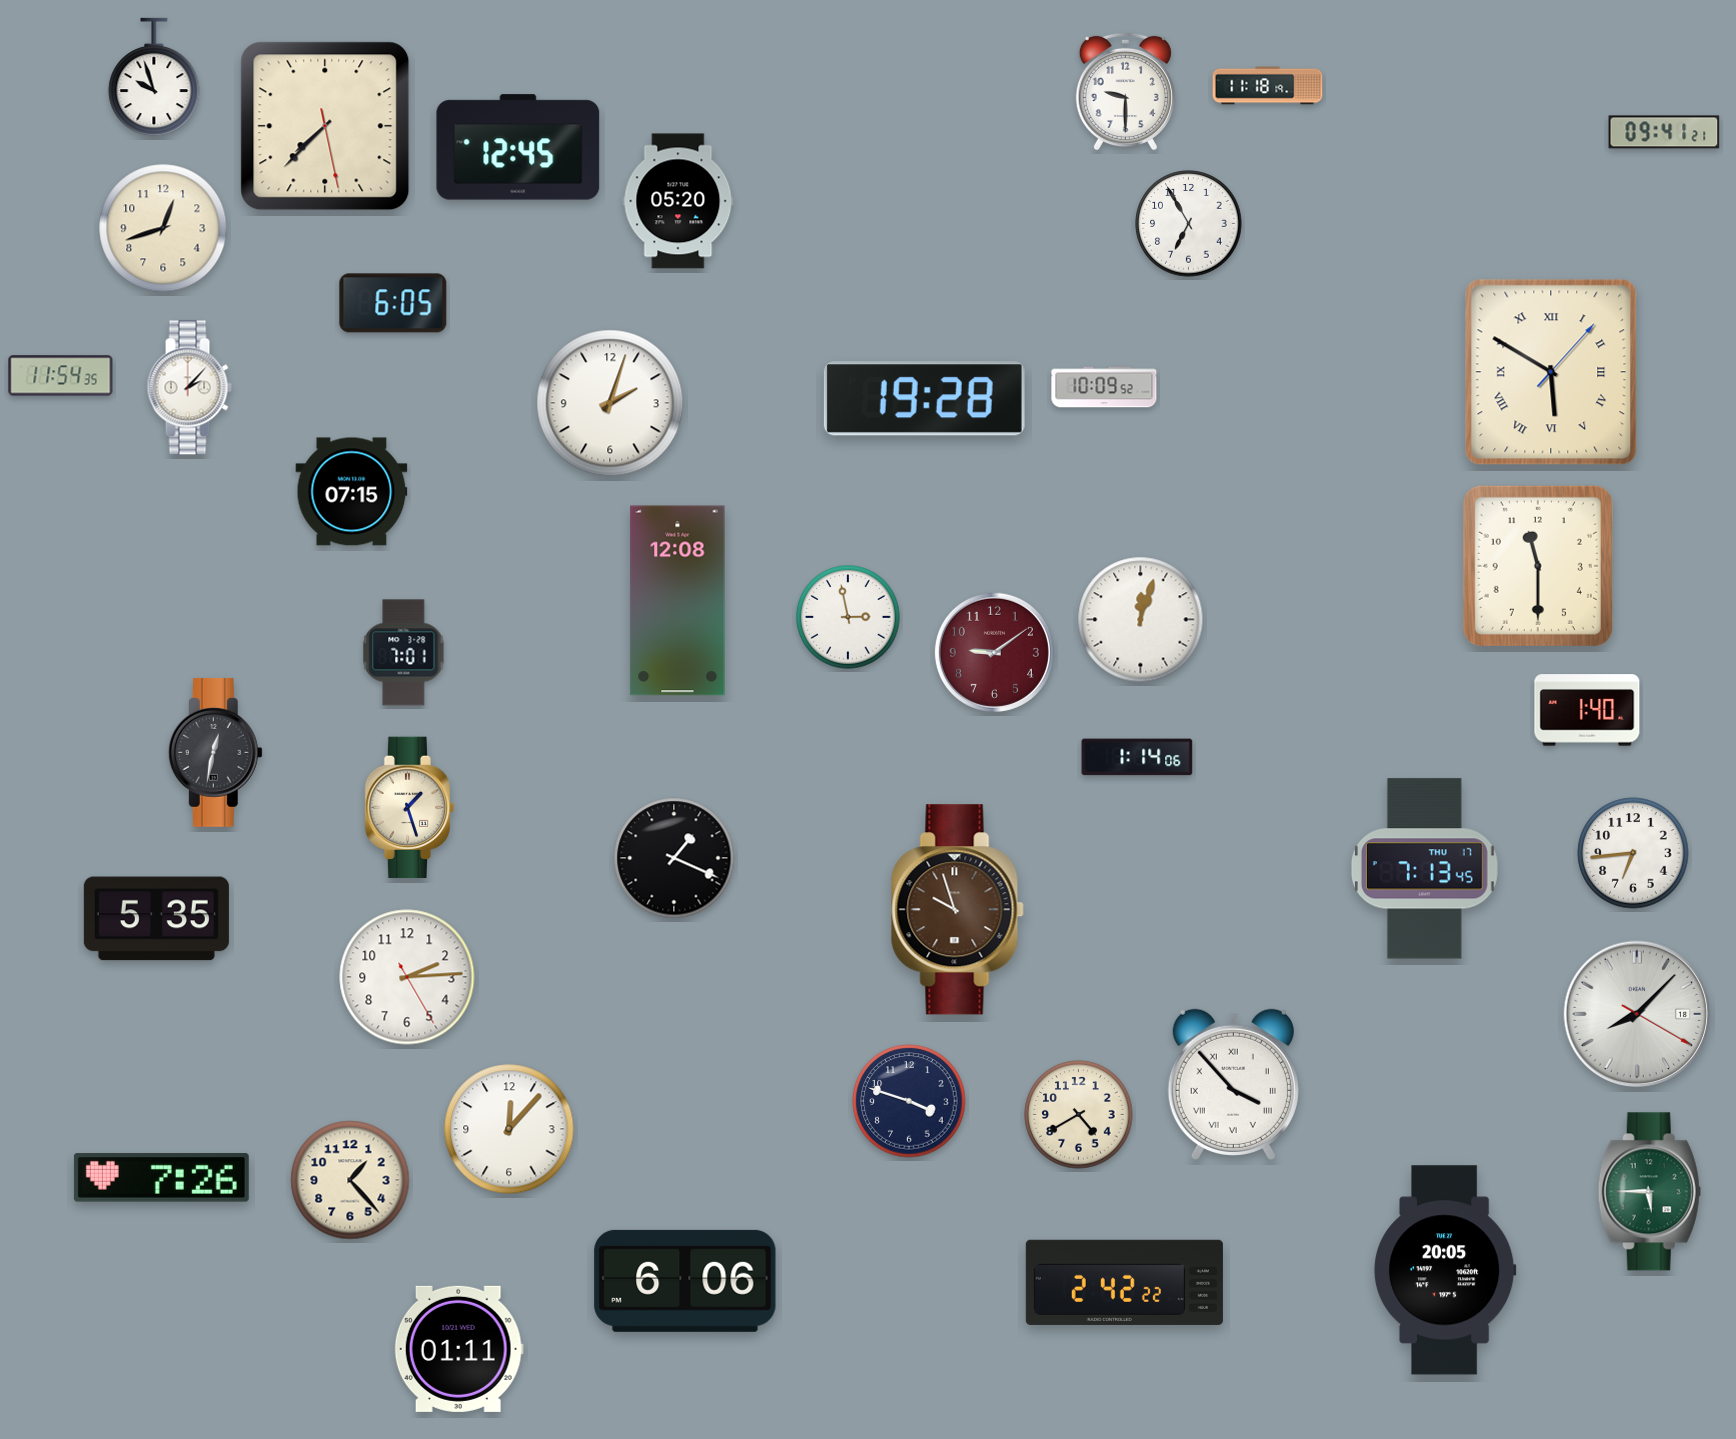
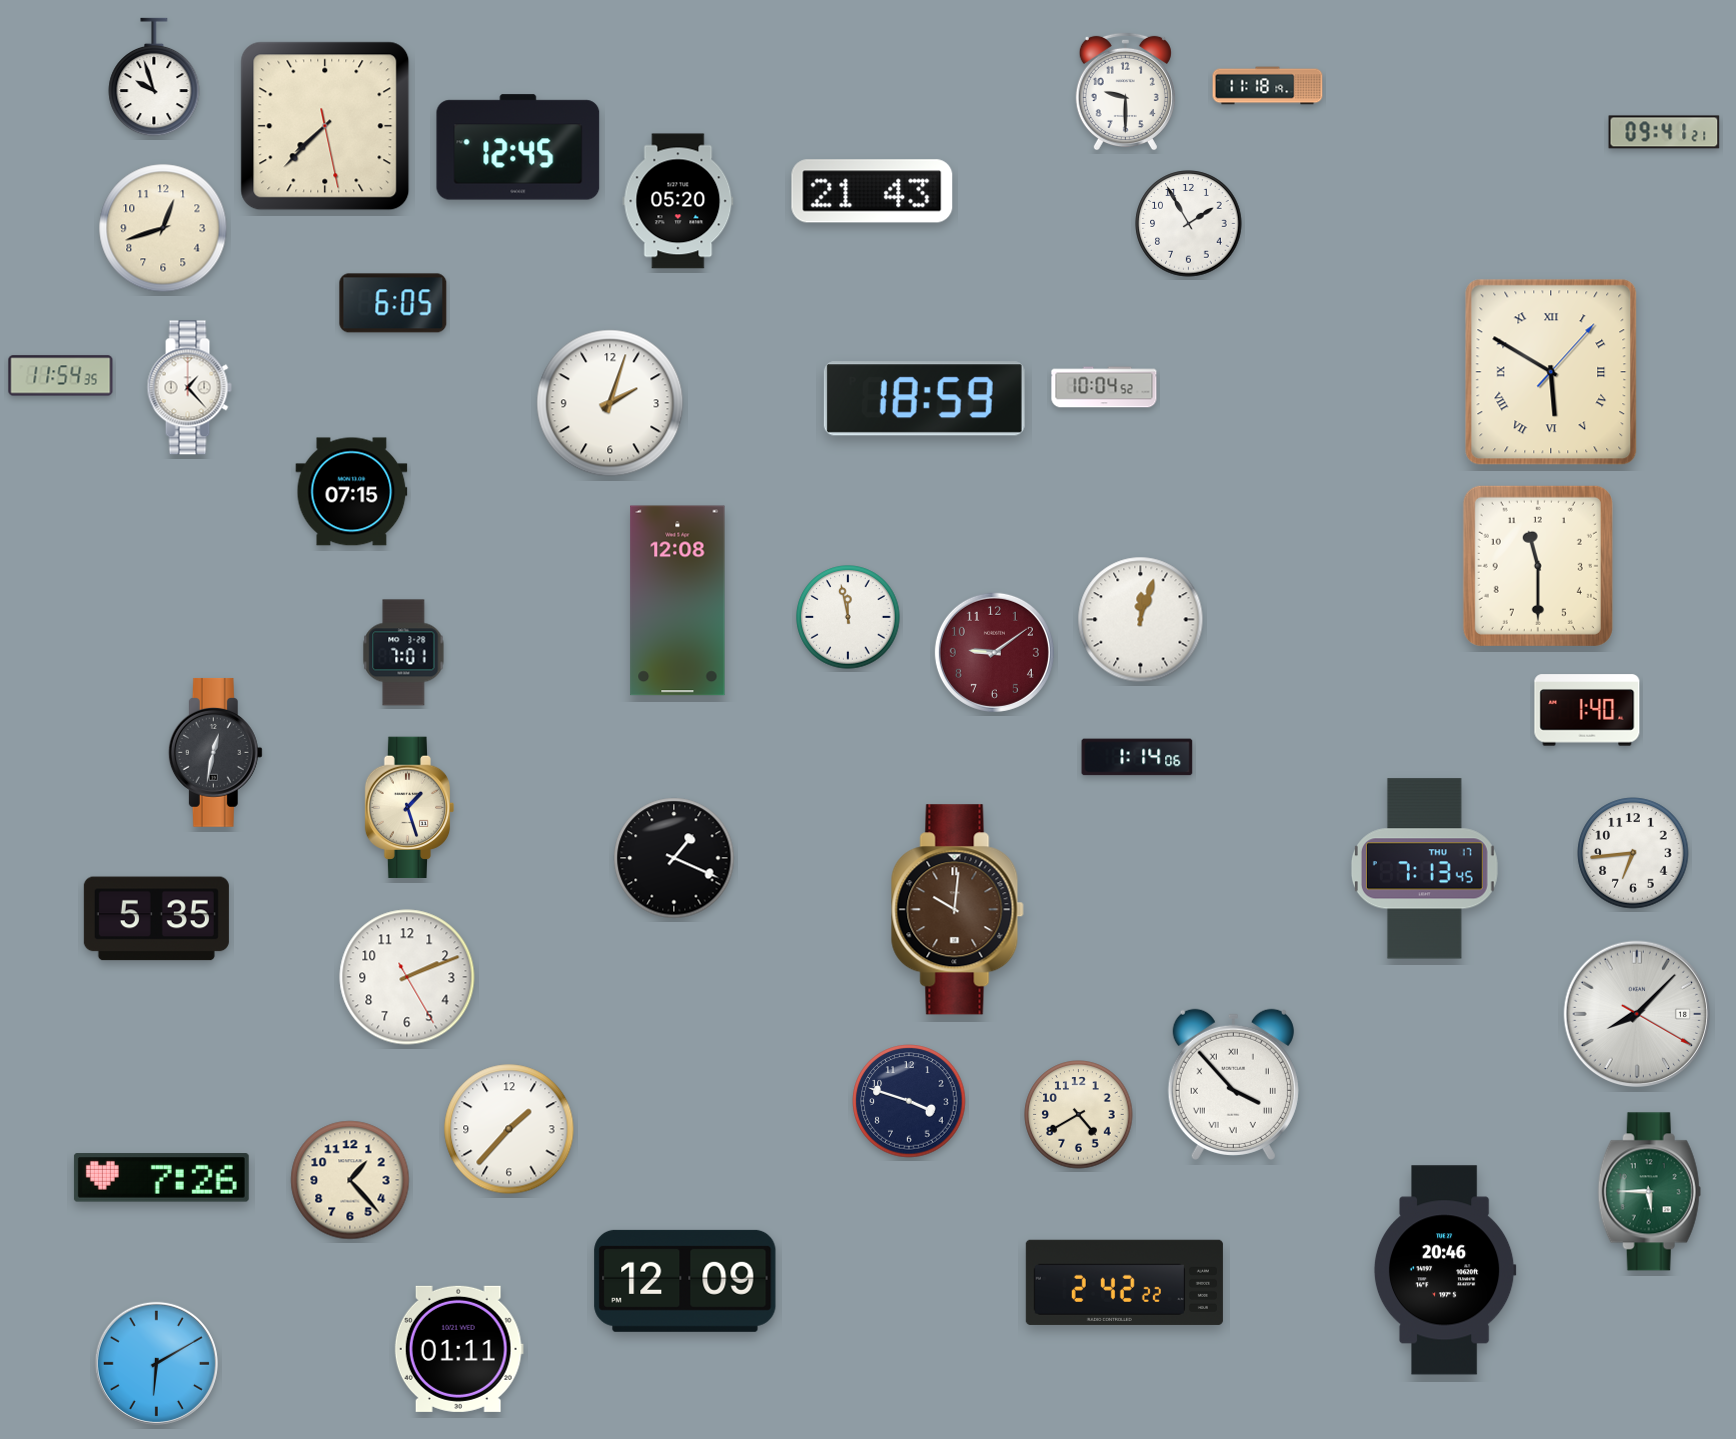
clock at (872, 191): none -> 21:43
clock at (1189, 224): 6:55 -> 1:55
clock at (1104, 387): 10:09 -> 10:04
clock at (189, 388): 2:07 -> 1:23
clock at (924, 399): 19:28 -> 18:59
clock at (848, 617): 2:58 -> 11:58
clock at (957, 910): 9:57 -> 10:01
clock at (407, 977): 2:14 -> 2:11
clock at (509, 1129): 12:07 -> 1:37
clock at (1445, 1270): 20:05 -> 20:46
clock at (685, 1281): 6:06 -> 12:09
clock at (156, 1363): none -> 6:10
